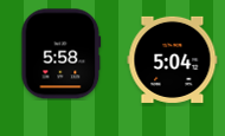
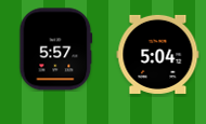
clock at (62, 54): 5:58 -> 5:57
